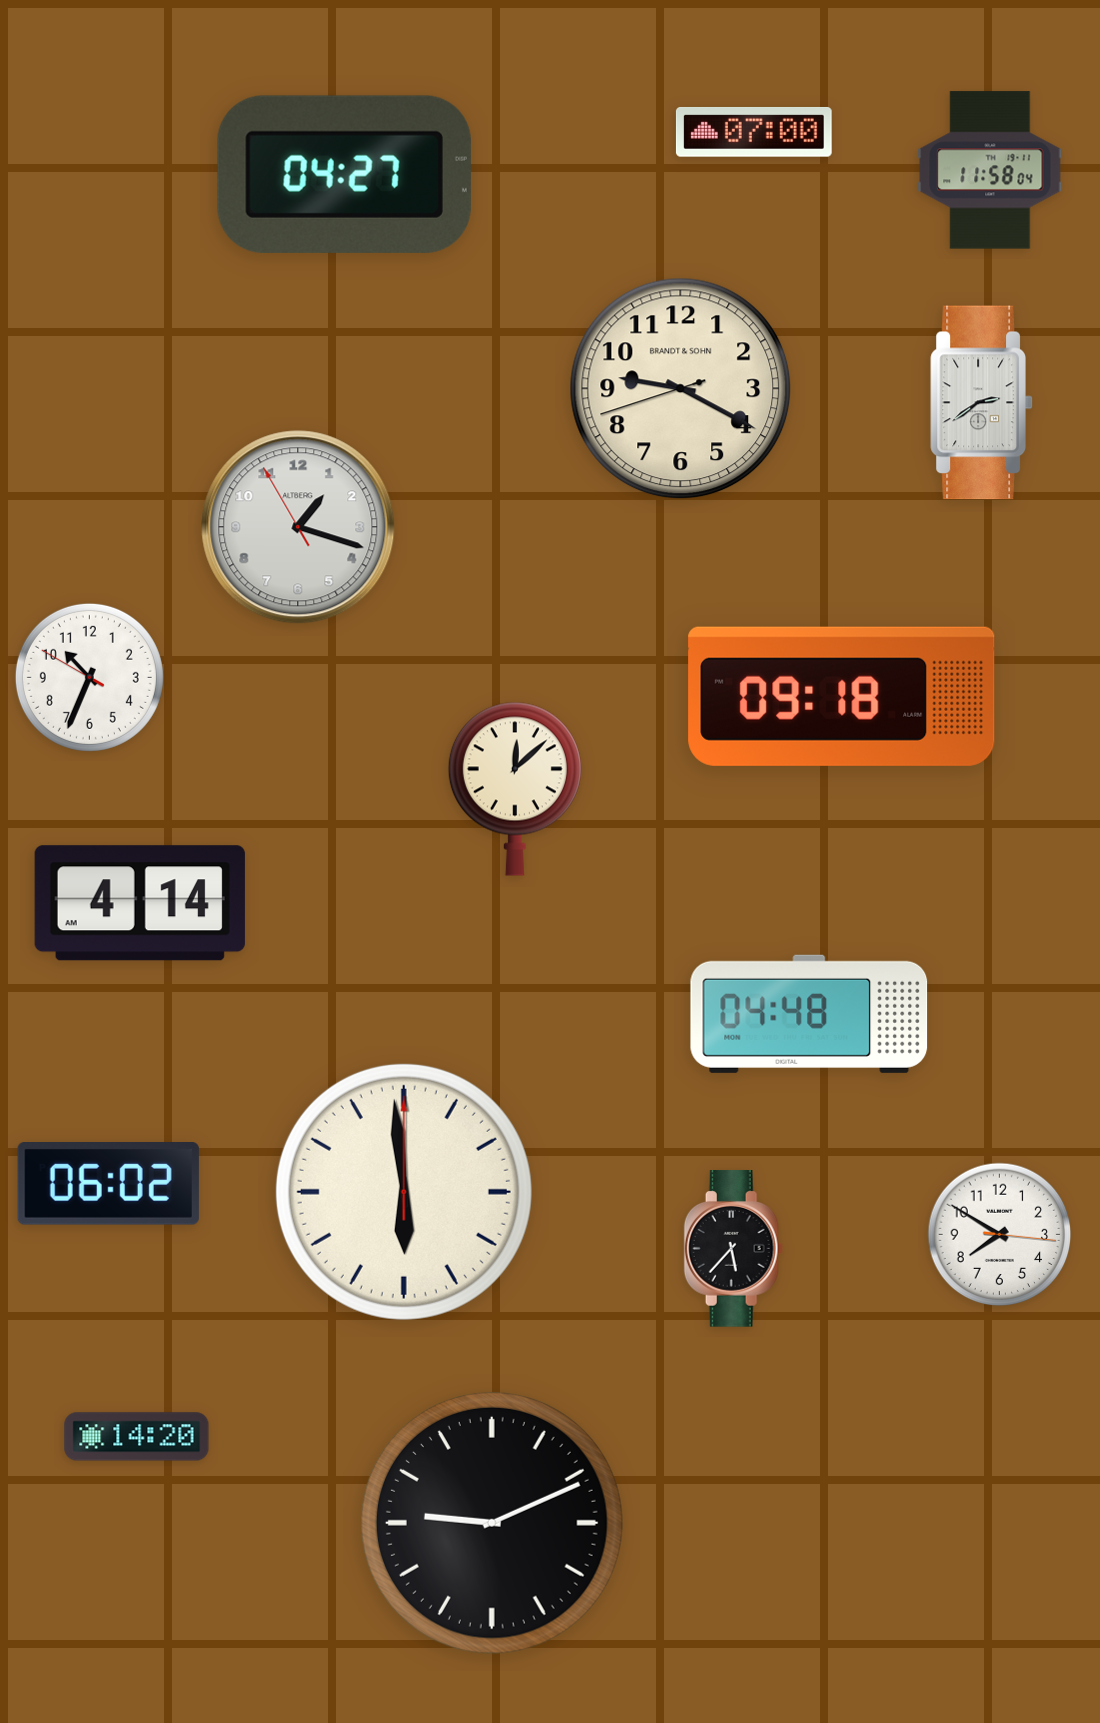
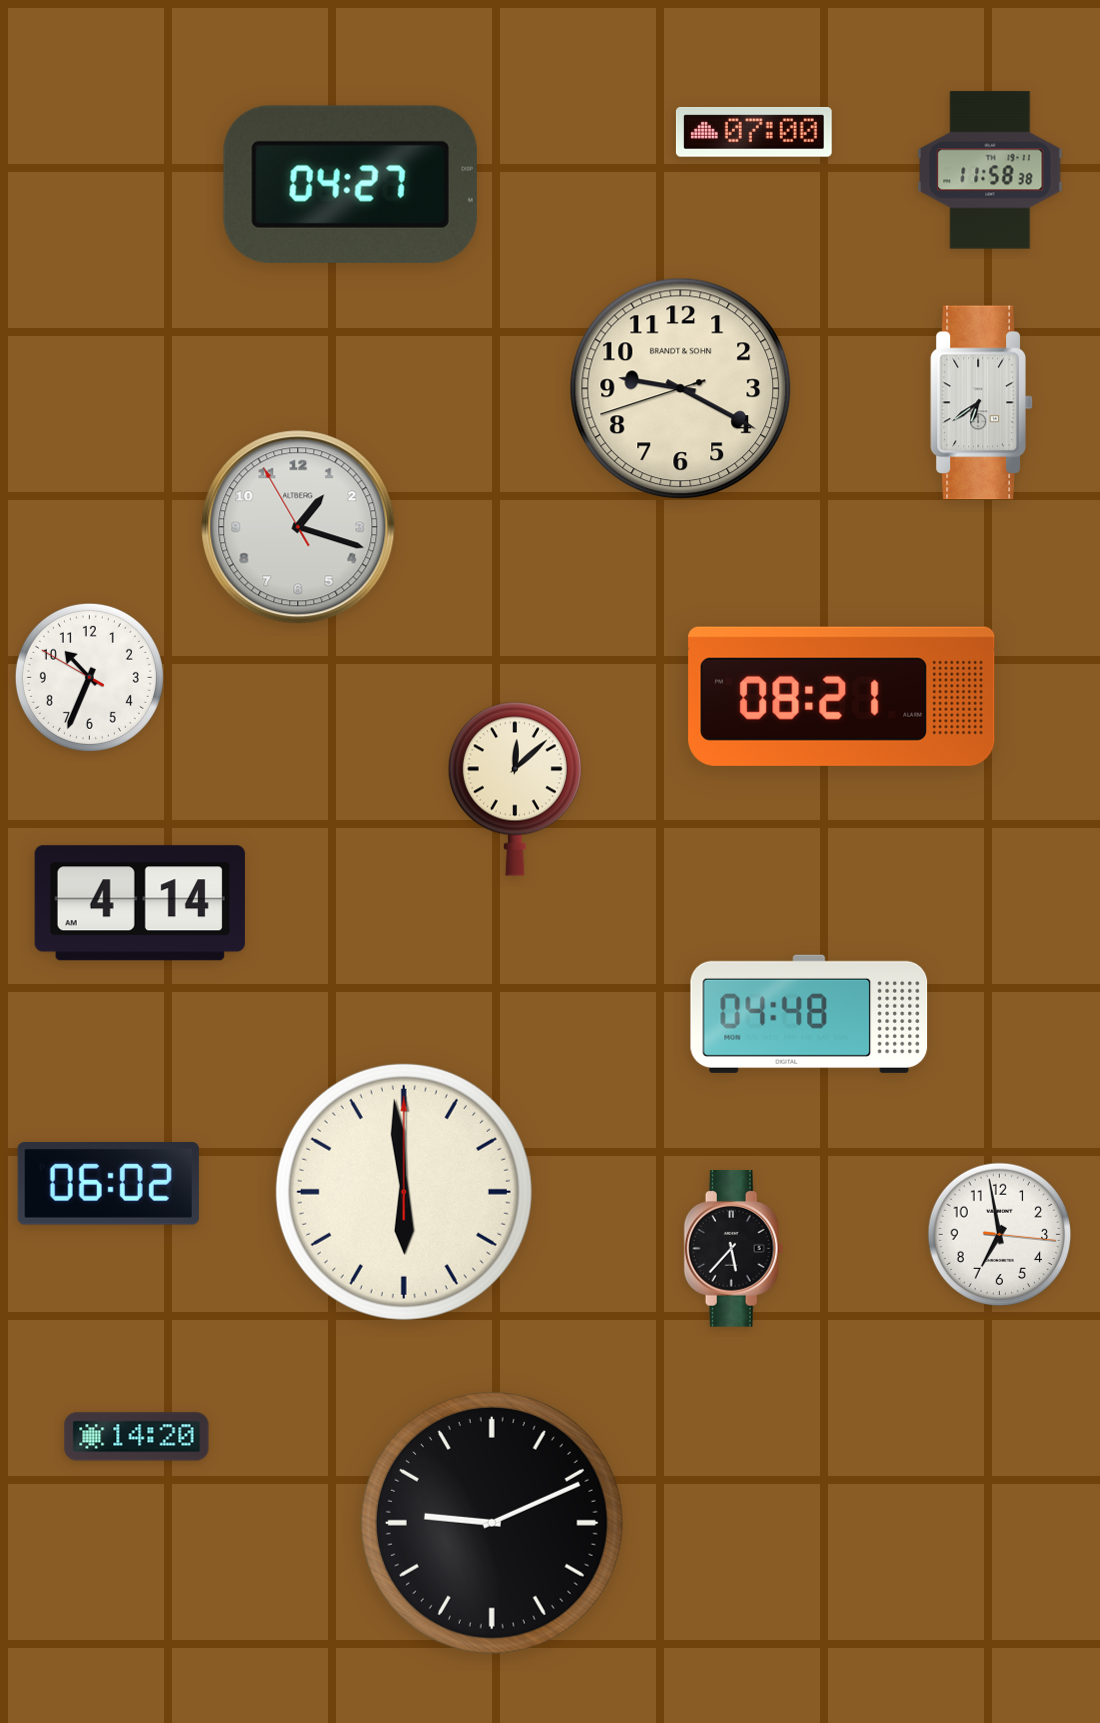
clock at (990, 170): 11:58:04 -> 11:58:38
clock at (344, 174) position: (344, 174) -> (350, 184)
clock at (982, 403): 2:39 -> 6:39
clock at (842, 696): 09:18 -> 08:21
clock at (1000, 1235): 7:50 -> 6:58
